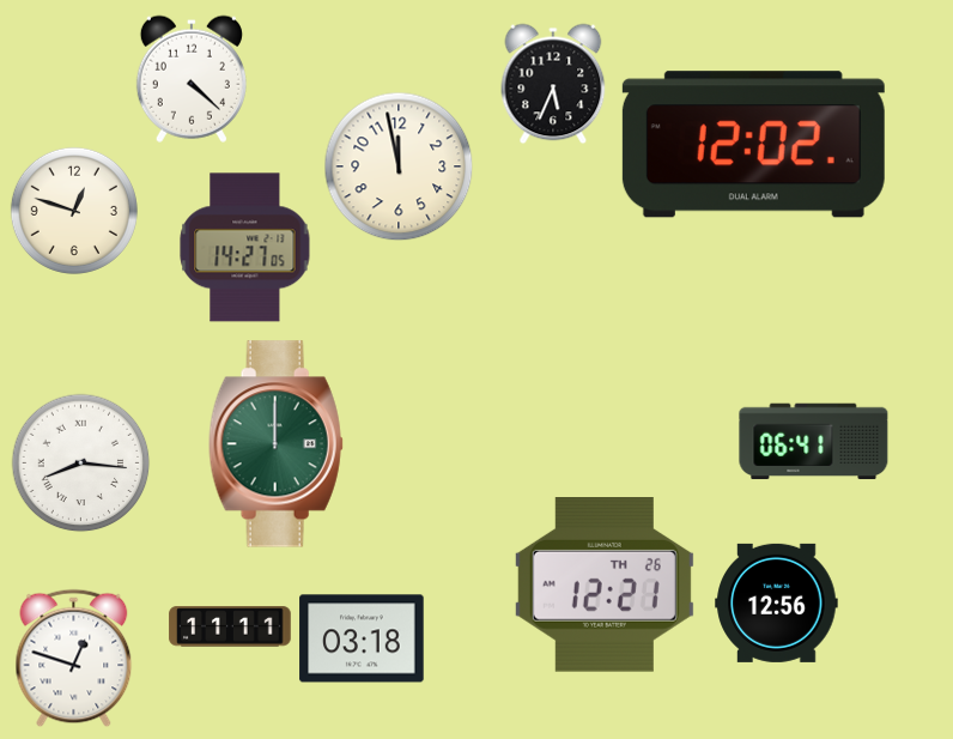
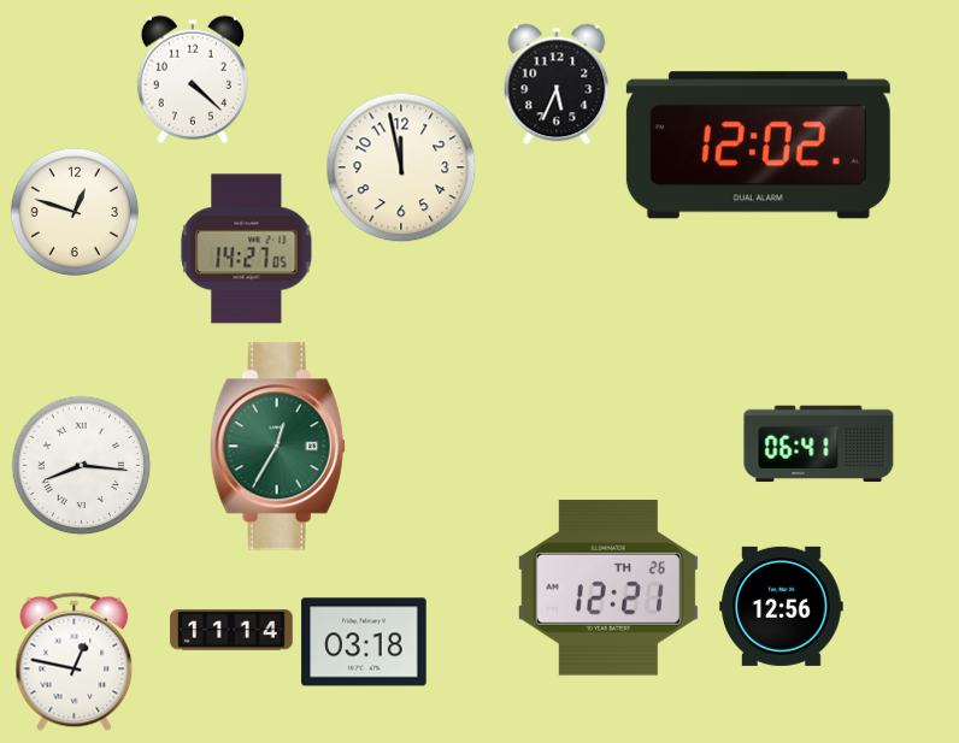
clock at (275, 444): 12:00 -> 12:35
clock at (230, 626): 11:11 -> 11:14
clock at (74, 658): 12:48 -> 12:47
